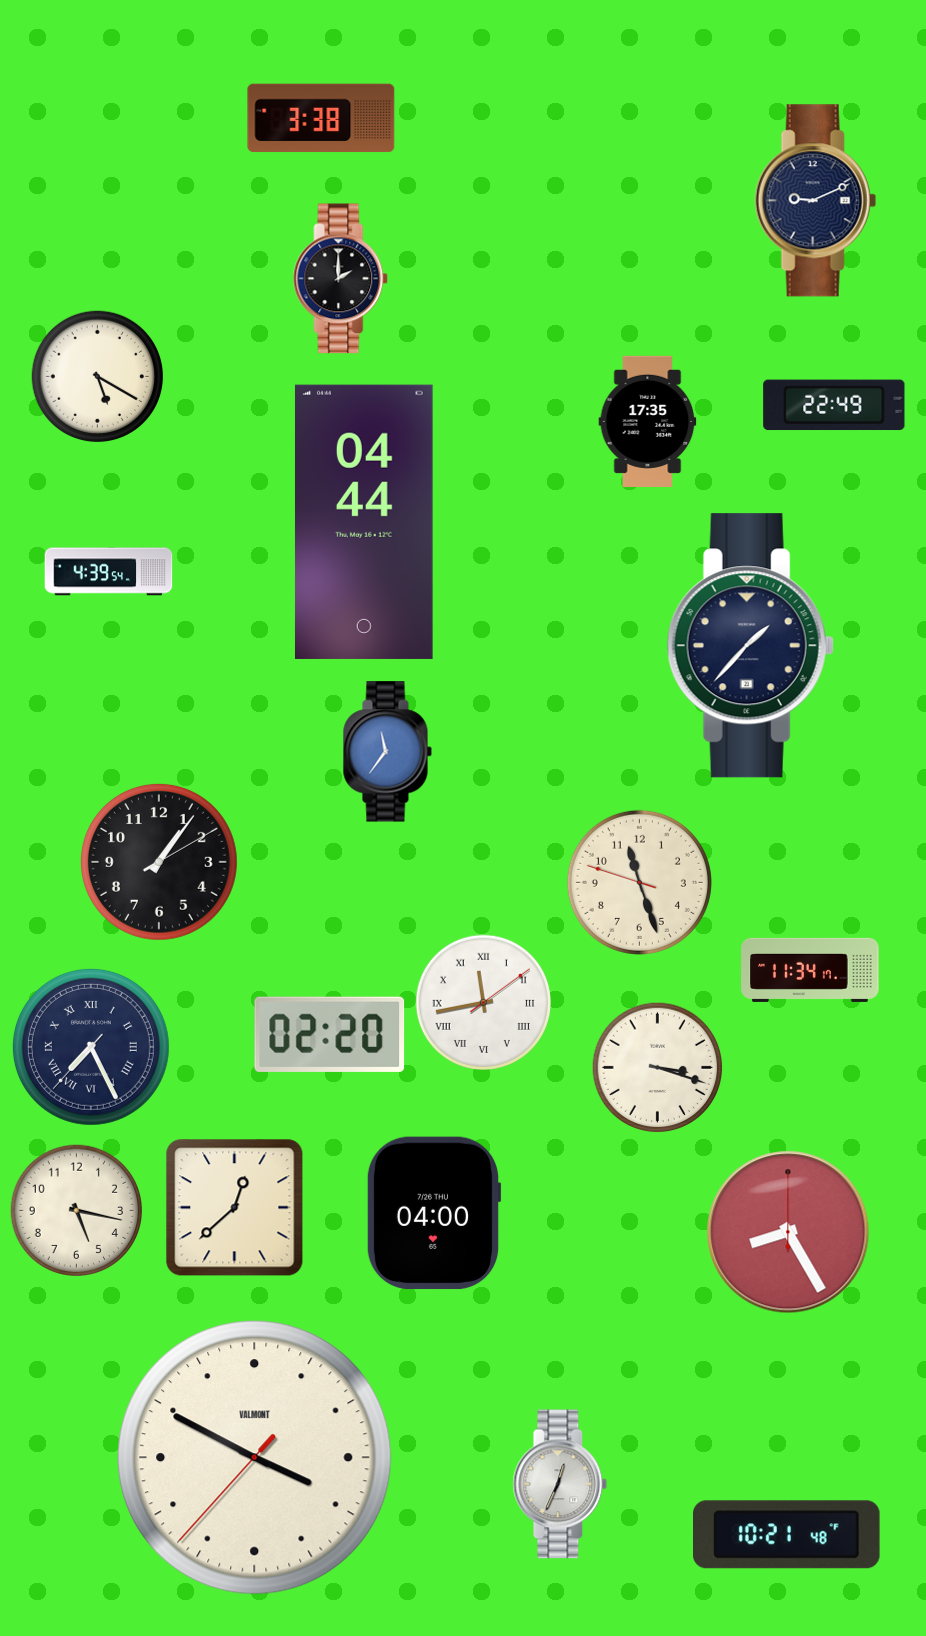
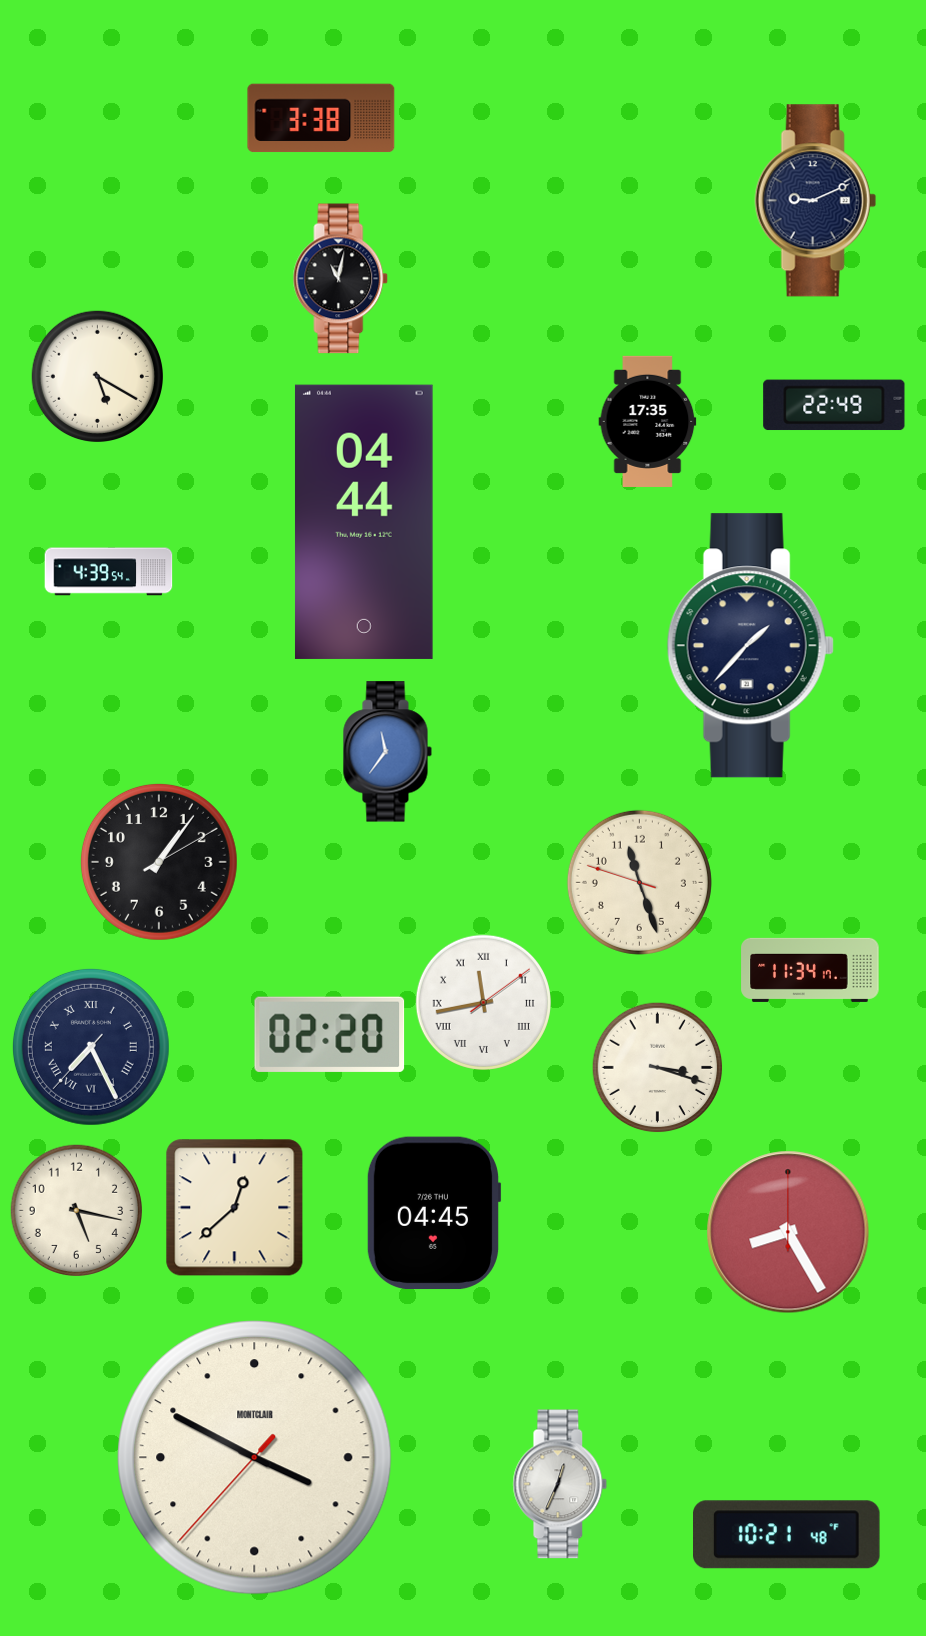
clock at (341, 279): 2:00 -> 11:02
clock at (434, 1213): 04:00 -> 04:45
clock at (255, 1458) brand: VALMONT -> MONTCLAIR
